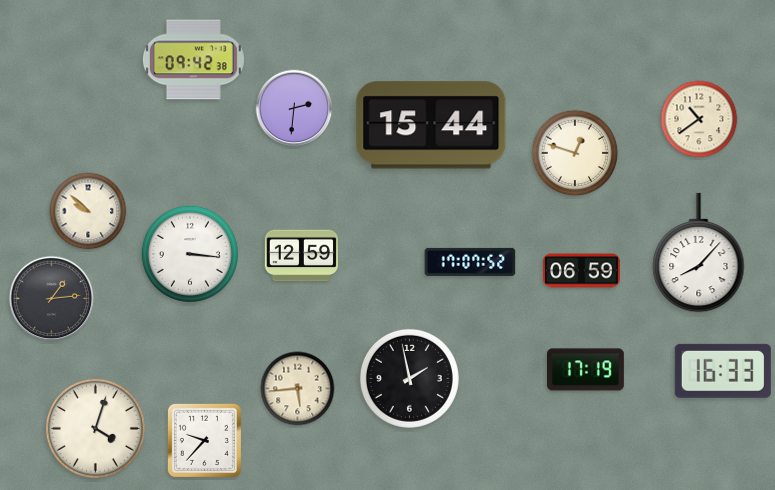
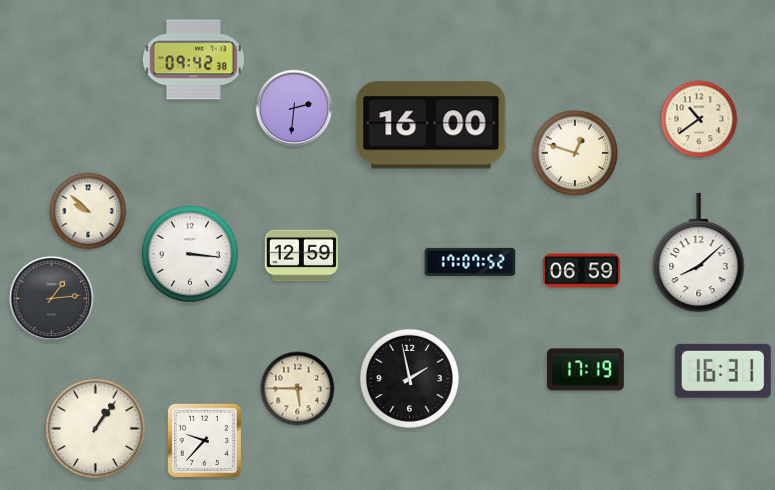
clock at (431, 125): 15:44 -> 16:00
clock at (699, 253): 8:07 -> 8:08
clock at (723, 371): 16:33 -> 16:31
clock at (298, 389): 5:44 -> 5:45
clock at (95, 428): 4:03 -> 1:06
